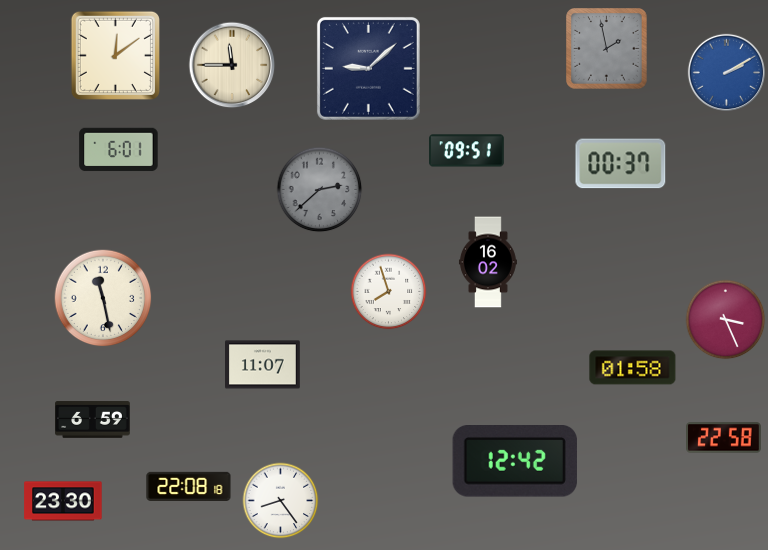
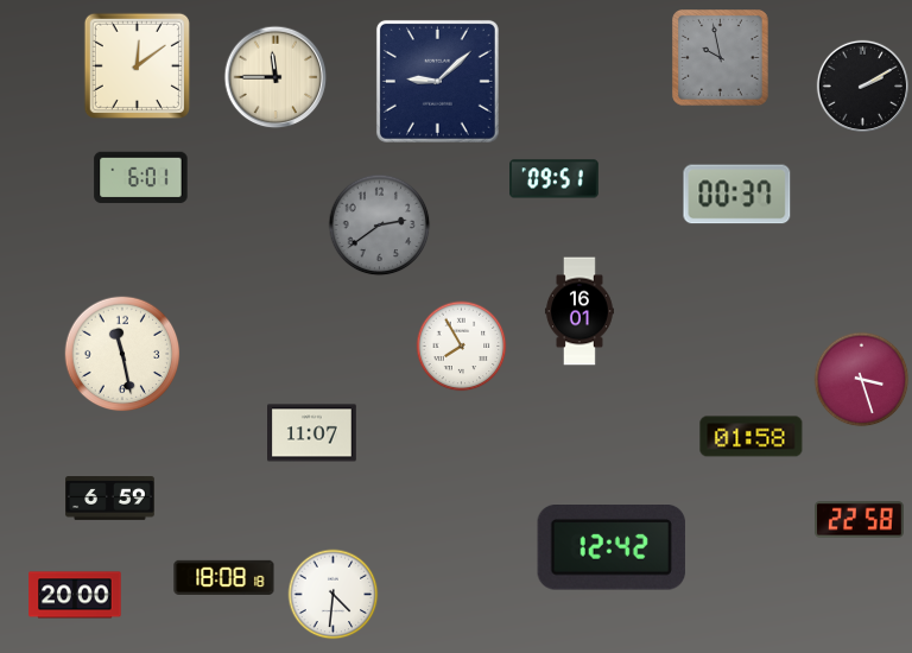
clock at (607, 49): 1:58 -> 9:58
clock at (726, 72) dial: blue -> black
clock at (320, 190): 2:38 -> 2:39
clock at (488, 262): 16:02 -> 16:01
clock at (389, 292): 7:57 -> 7:55
clock at (726, 320): 3:26 -> 3:27
clock at (189, 486): 22:08 -> 18:08
clock at (63, 501): 23:30 -> 20:00
clock at (281, 501): 8:24 -> 4:31
